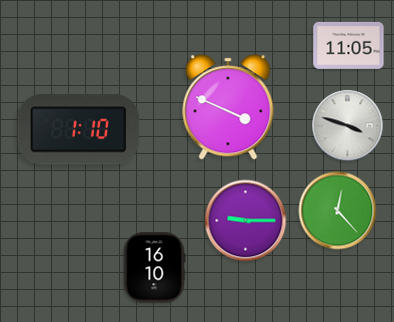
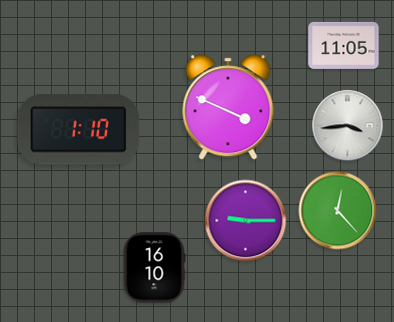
clock at (349, 45) position: (349, 45) -> (344, 45)
clock at (348, 126): 3:48 -> 3:44
